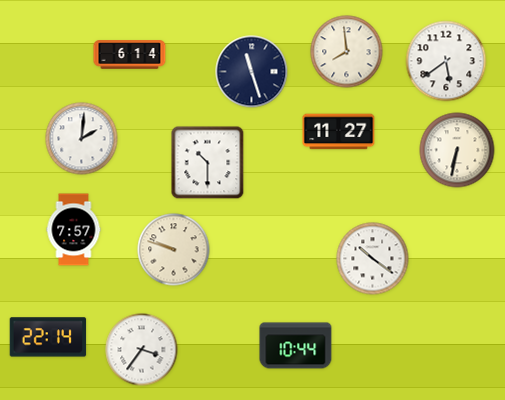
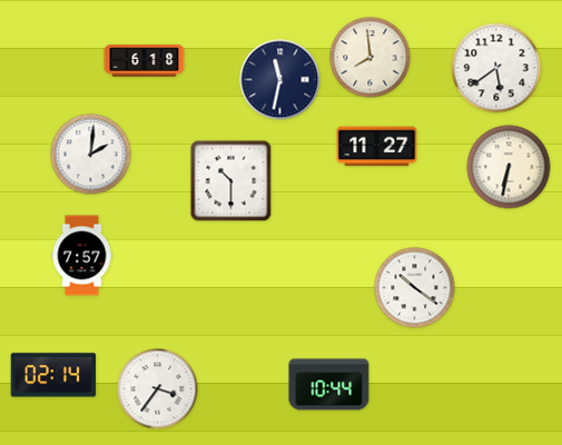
clock at (347, 52) position: (347, 52) -> (371, 58)
clock at (130, 55): 6:14 -> 6:18
clock at (252, 72): 11:27 -> 11:32
clock at (174, 250): 9:48 -> none
clock at (48, 337): 22:14 -> 02:14
